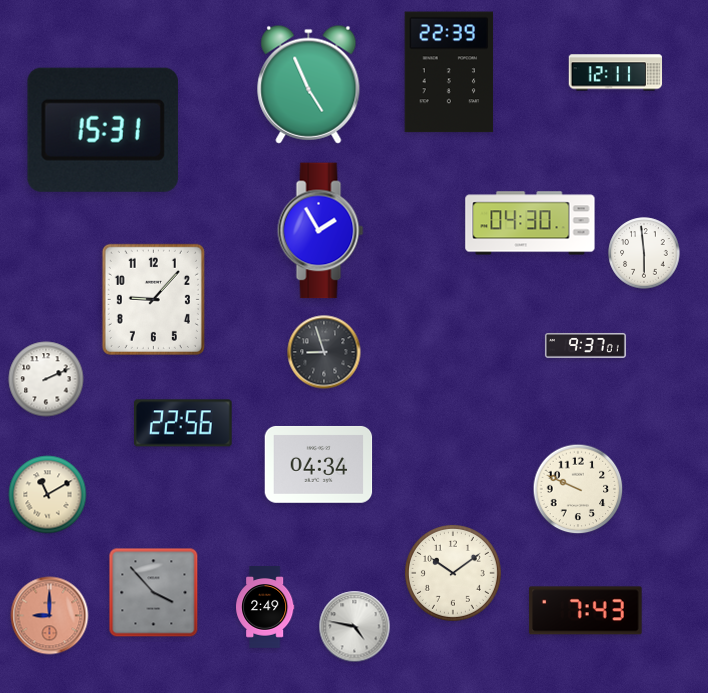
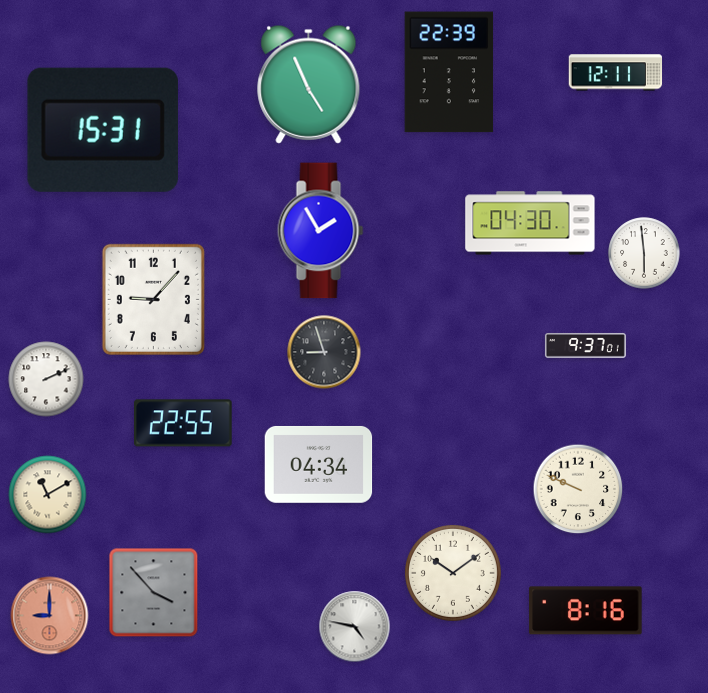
clock at (183, 423): 22:56 -> 22:55
clock at (265, 607): 2:49 -> none
clock at (586, 611): 7:43 -> 8:16
